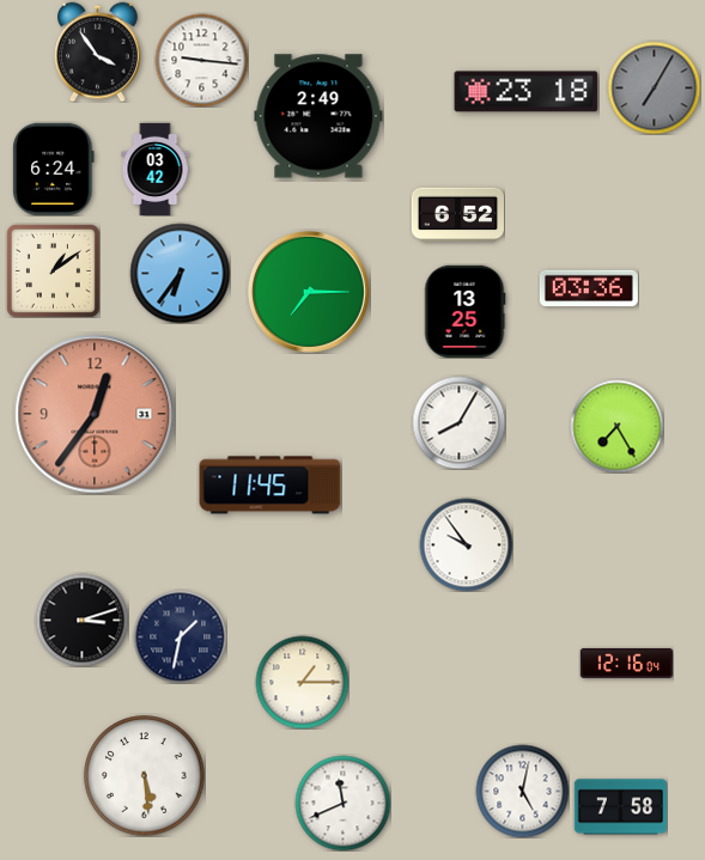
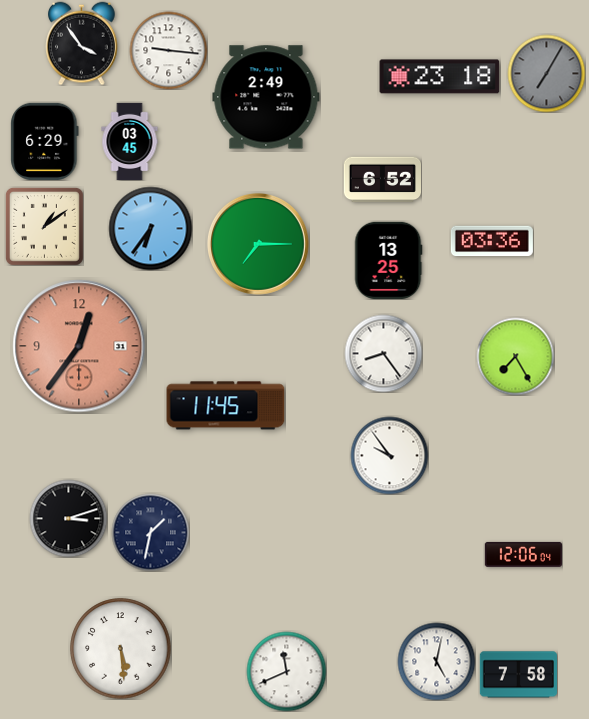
clock at (54, 169): 6:24 -> 6:29
clock at (156, 169): 03:42 -> 03:45
clock at (458, 422): 8:05 -> 8:24
clock at (626, 663): 12:16 -> 12:06
clock at (302, 682): 1:15 -> none
